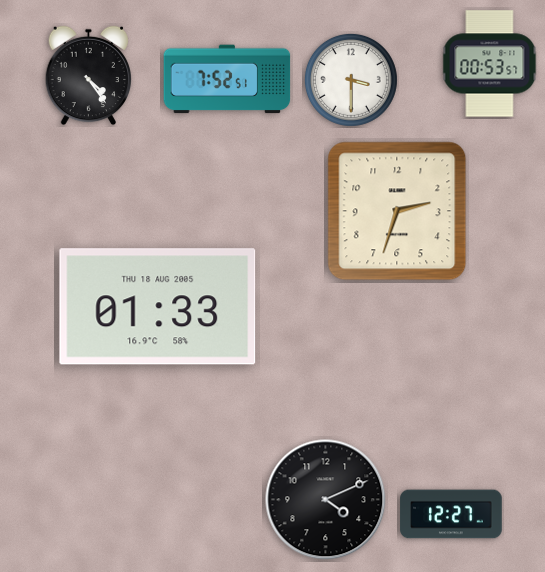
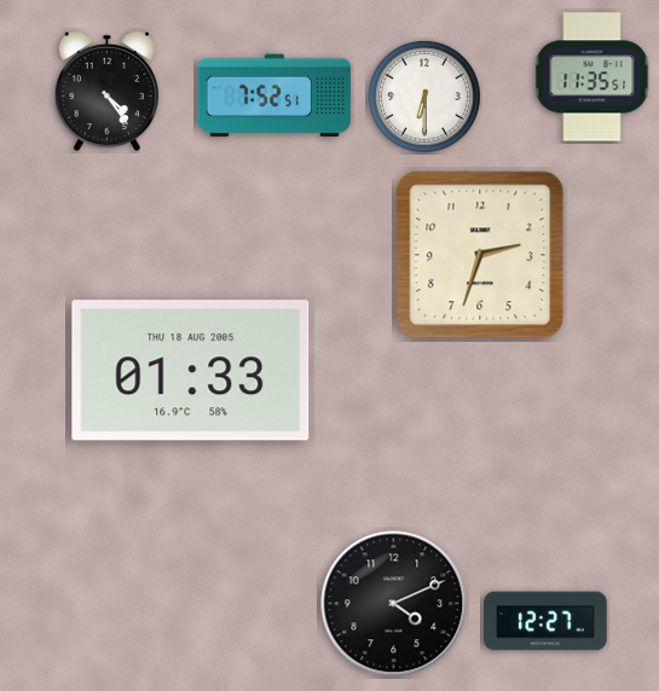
clock at (490, 64): 00:53 -> 11:35
clock at (351, 80): 3:30 -> 6:30
